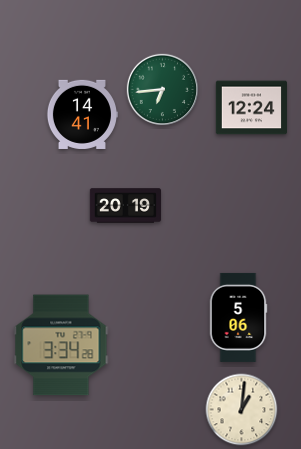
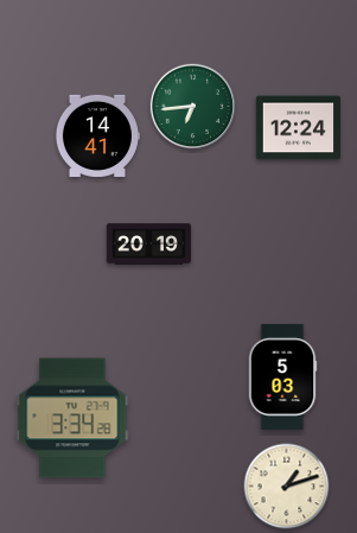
clock at (238, 317): 5:06 -> 5:03
clock at (61, 345) position: (61, 345) -> (72, 418)
clock at (242, 410): 1:01 -> 1:12
